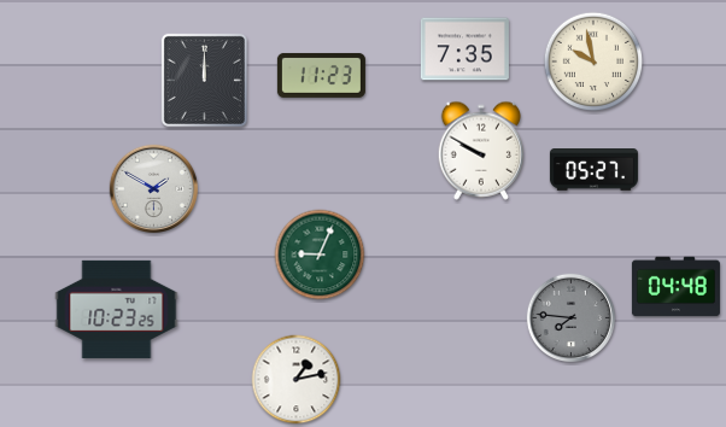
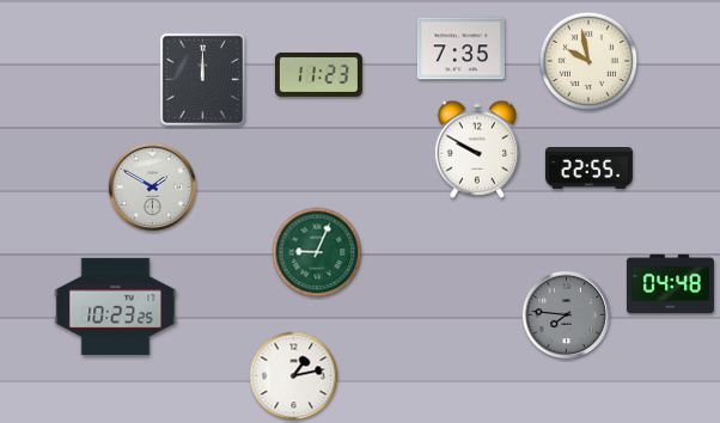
clock at (593, 170): 05:27 -> 22:55
